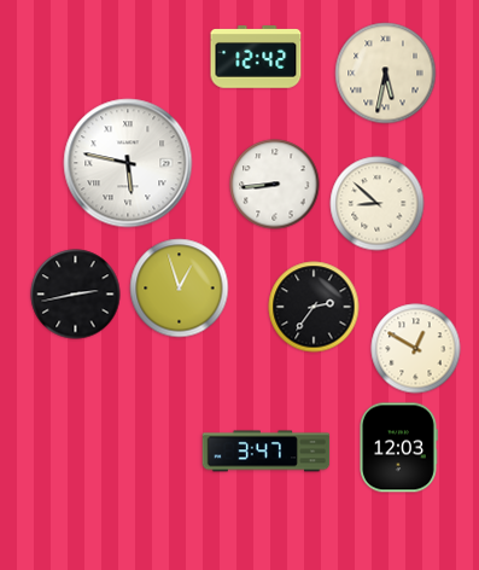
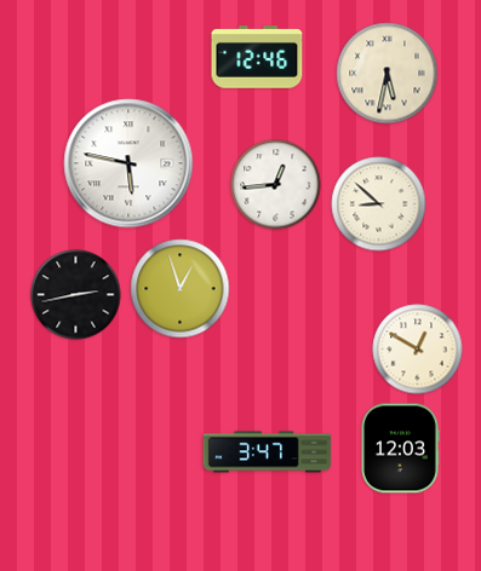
clock at (256, 57): 12:42 -> 12:46
clock at (275, 185): 8:44 -> 12:44
clock at (314, 307): 2:36 -> none
